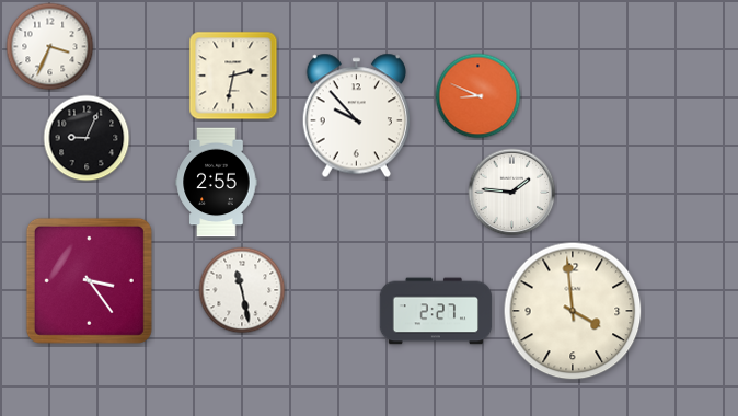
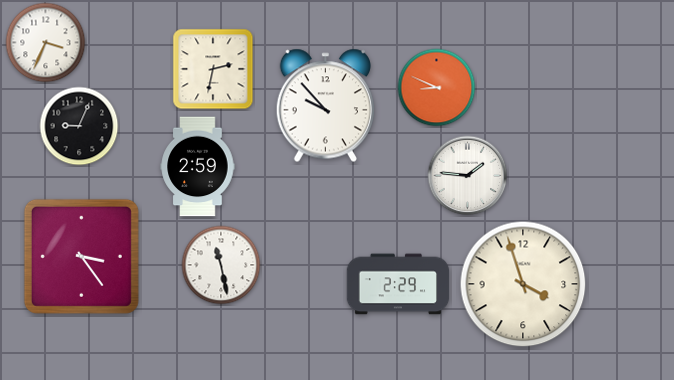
clock at (217, 183): 2:55 -> 2:59
clock at (436, 311): 2:27 -> 2:29
clock at (573, 311): 3:59 -> 3:57
